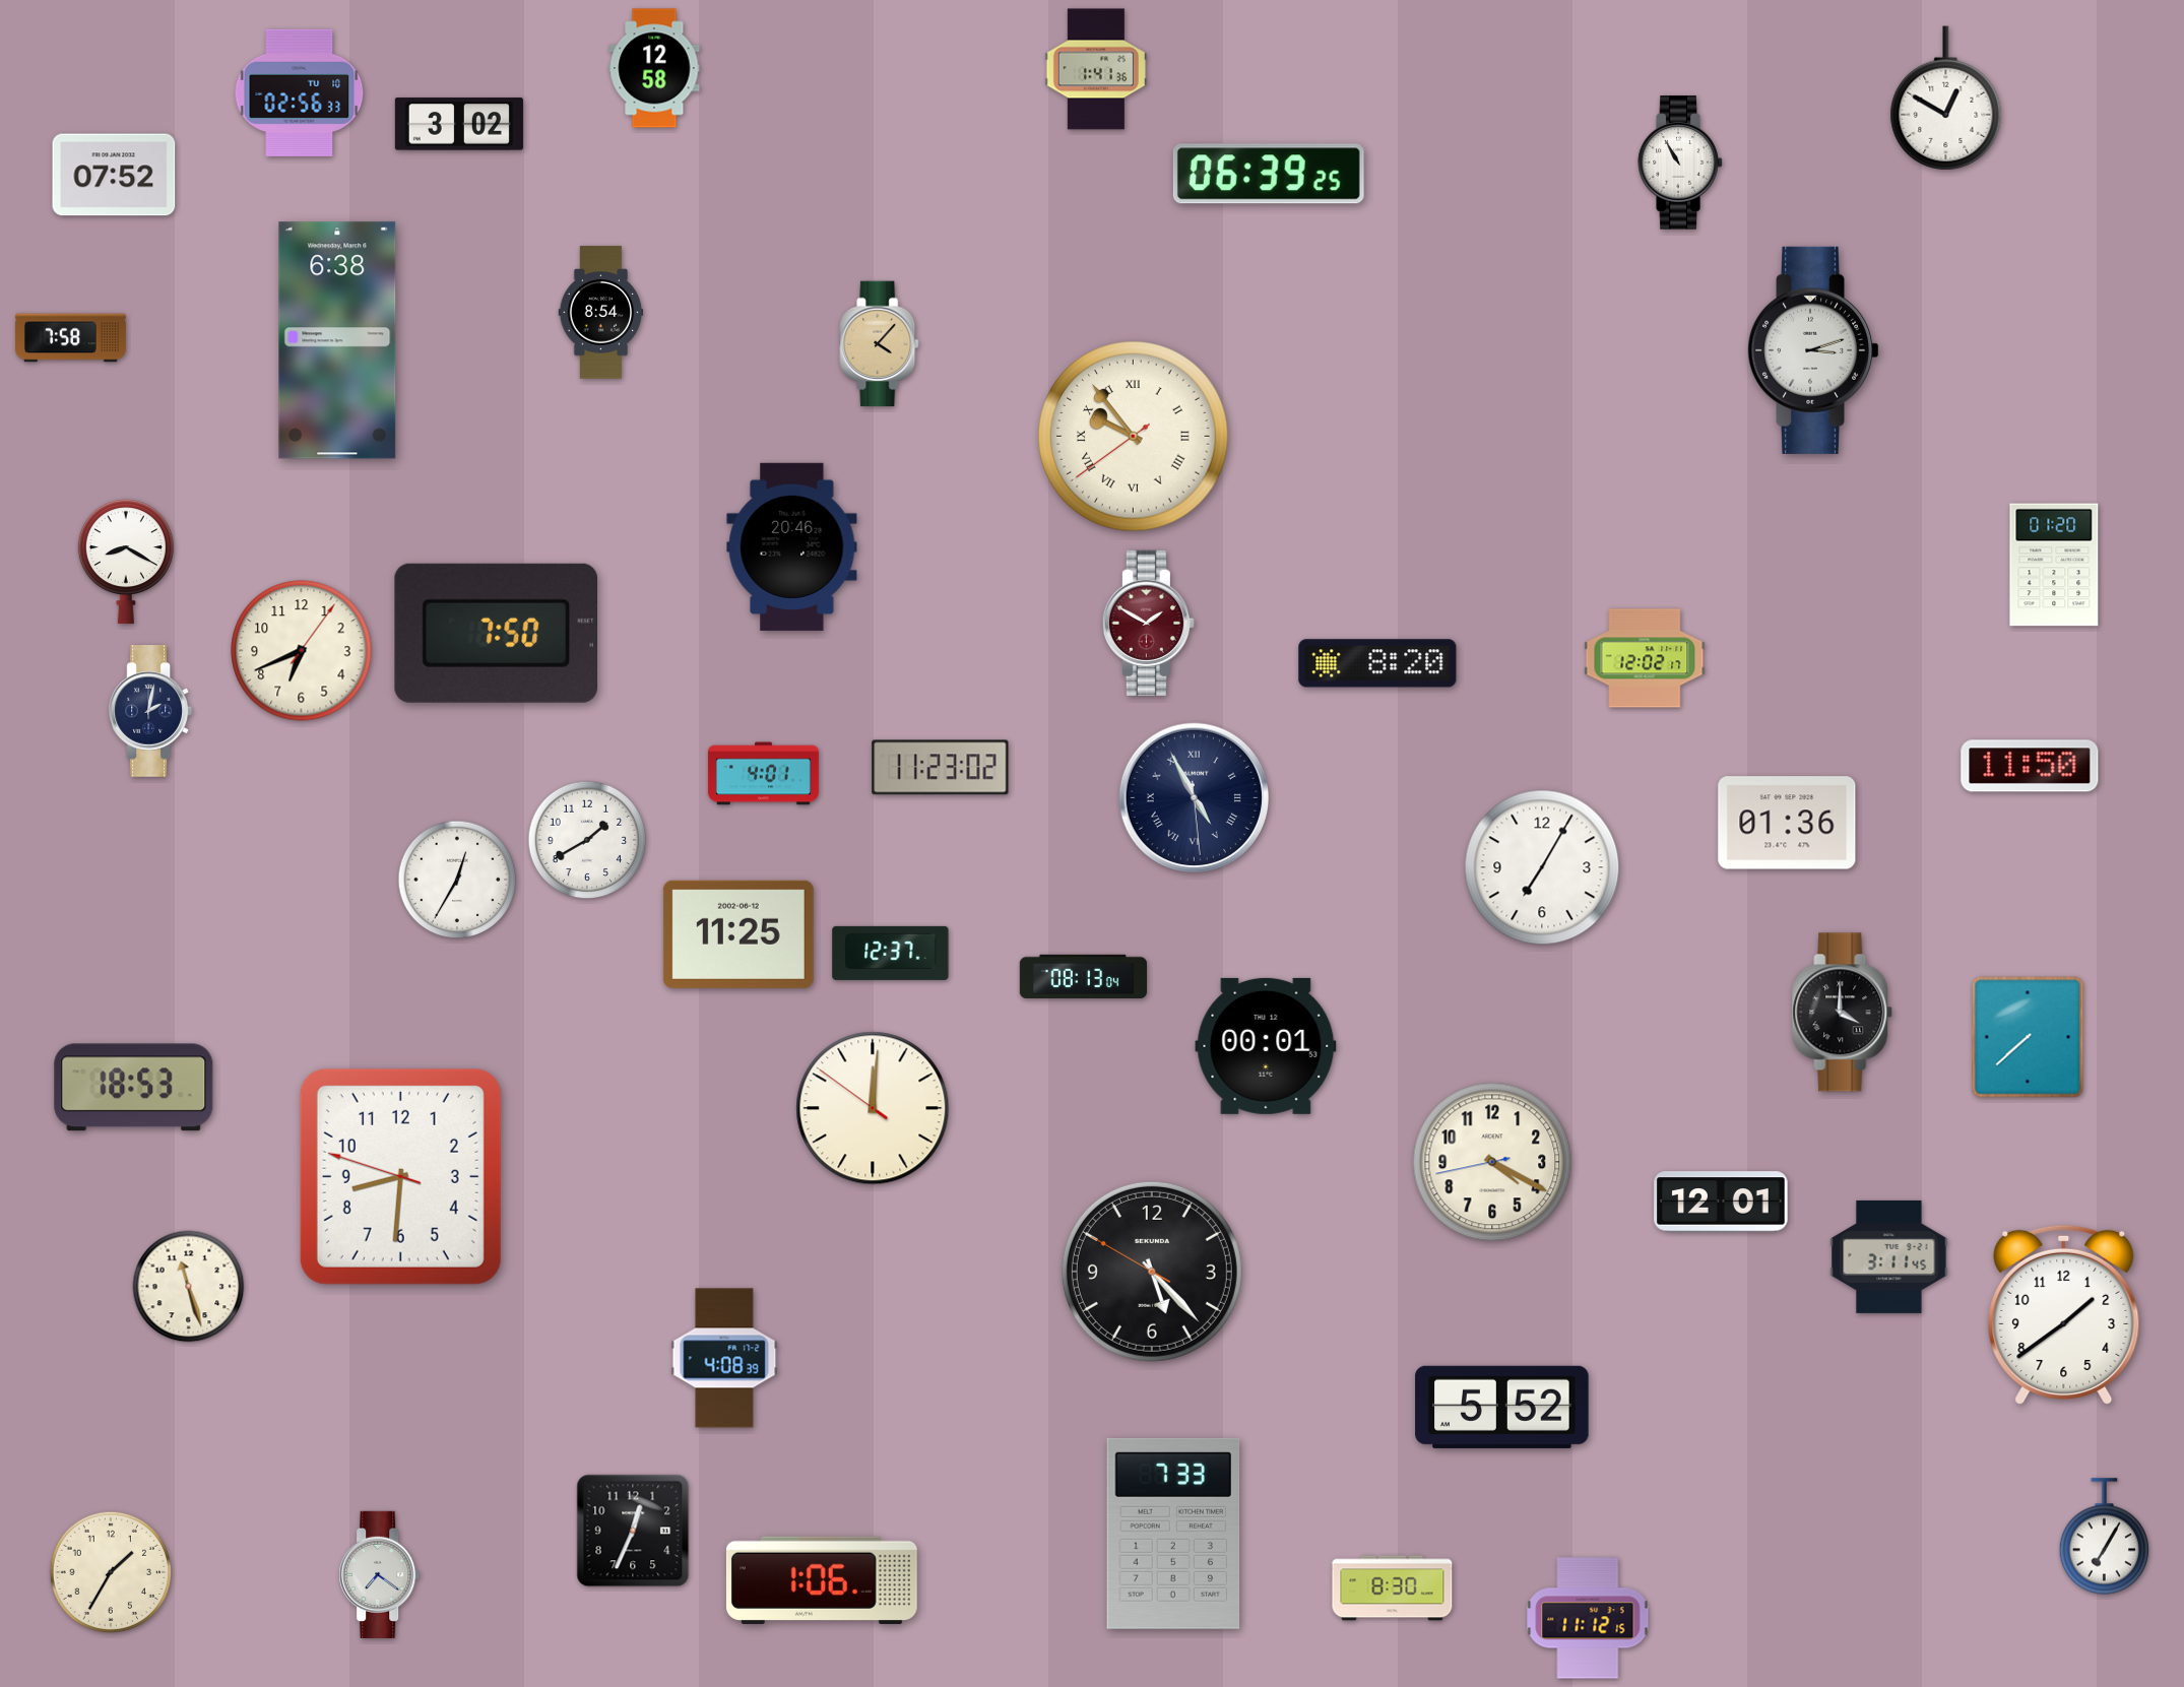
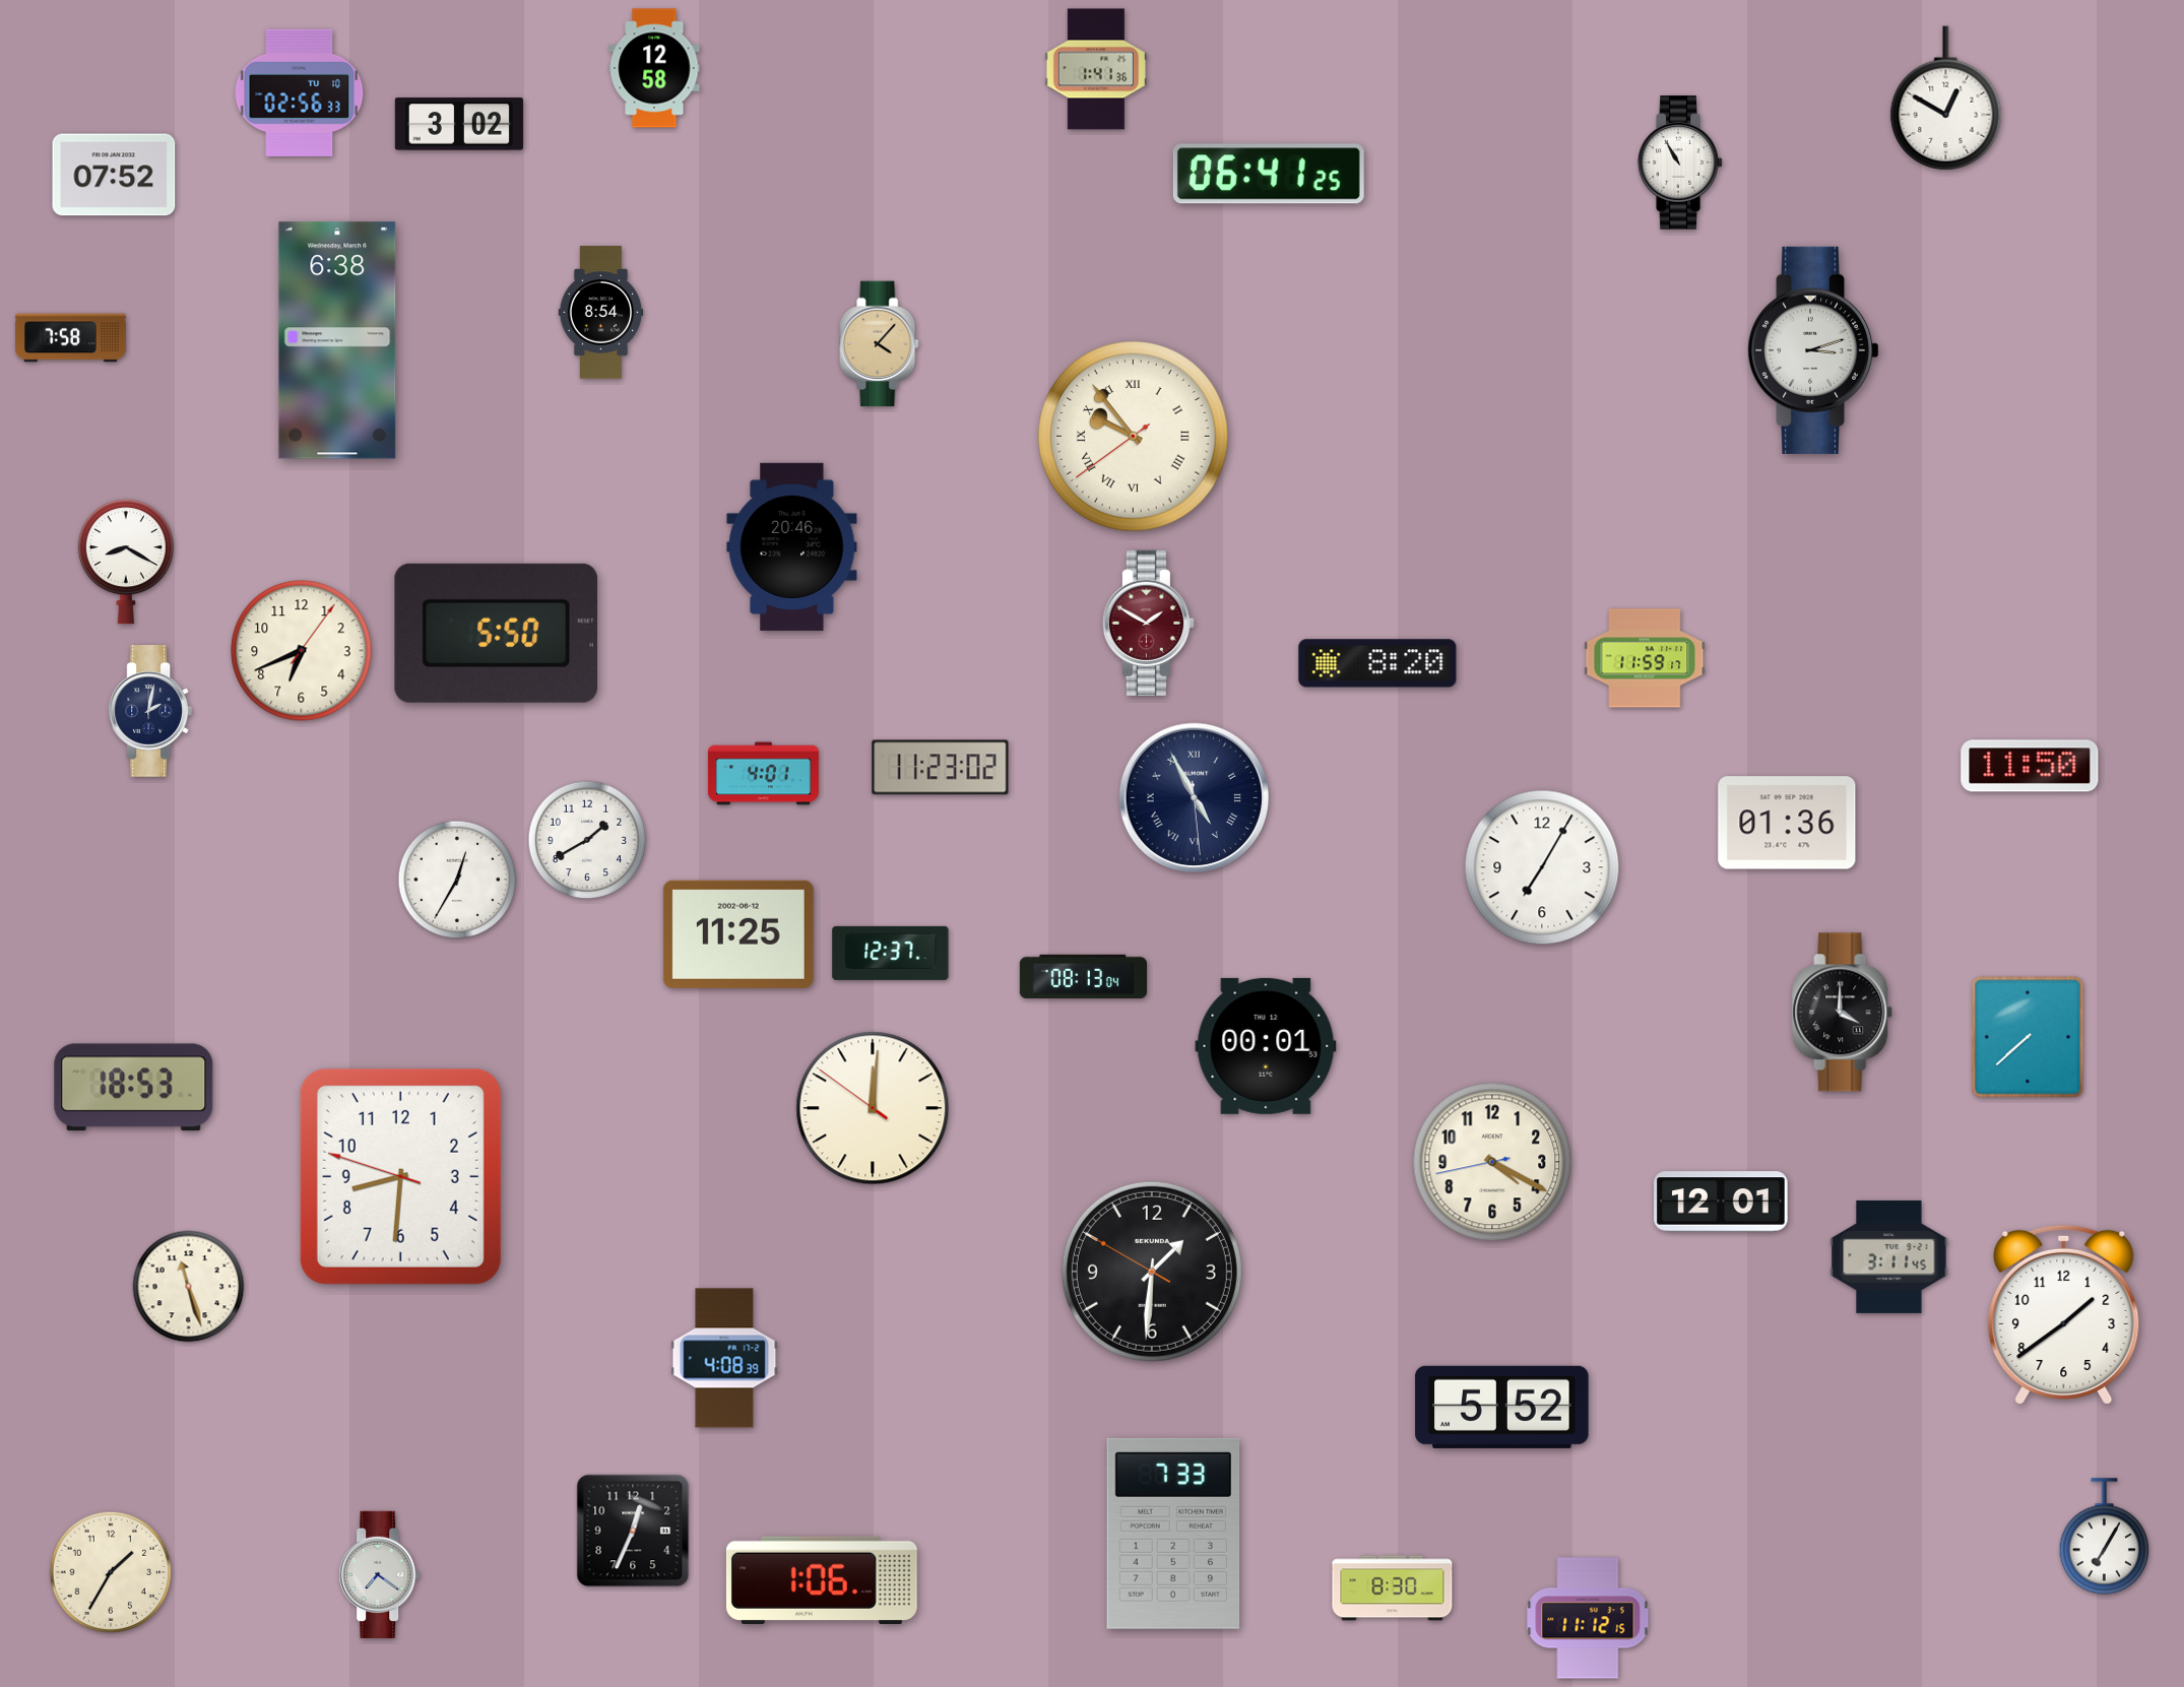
clock at (1269, 174): 06:39 -> 06:41
clock at (2054, 565): 01:20 -> none
clock at (496, 633): 7:50 -> 5:50
clock at (1645, 658): 12:02 -> 11:59
clock at (1152, 1272): 5:22 -> 1:30
